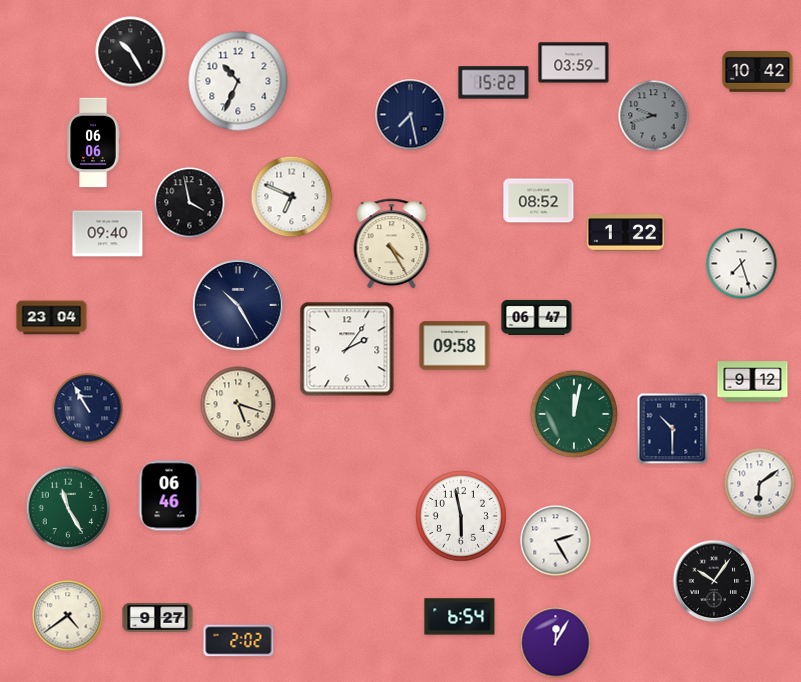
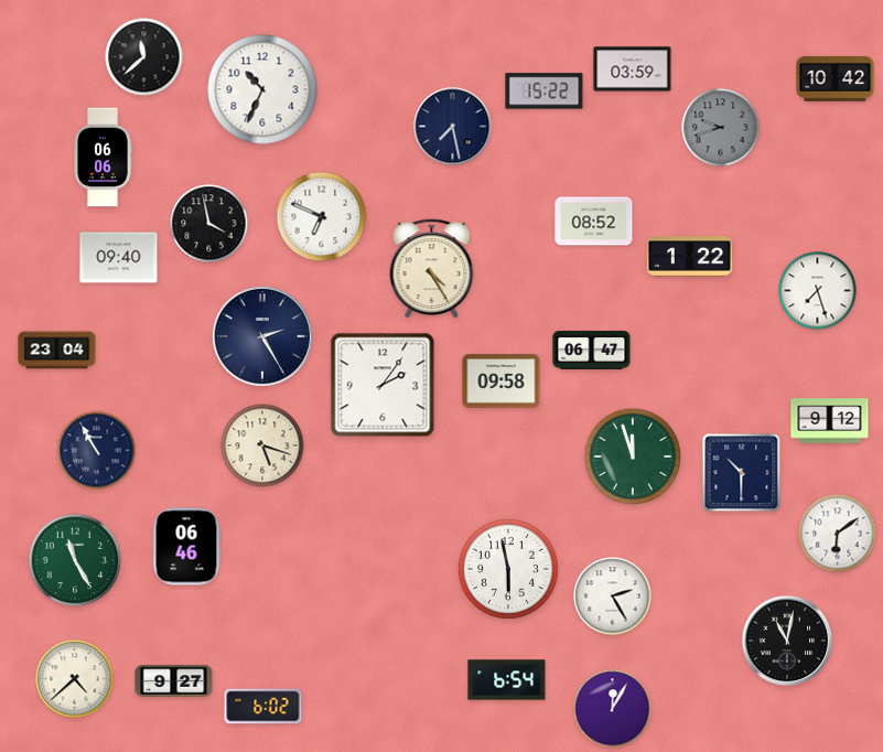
clock at (131, 52): 10:25 -> 11:38
clock at (238, 305): 10:25 -> 2:25
clock at (574, 414): 12:02 -> 11:57
clock at (714, 581): 10:06 -> 11:02
clock at (68, 616): 4:39 -> 4:38
clock at (239, 641): 2:02 -> 6:02
